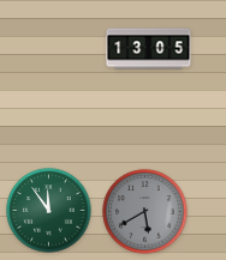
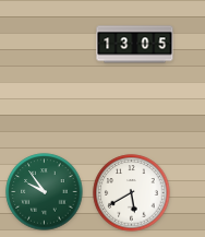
clock at (49, 211): 11:54 -> 9:54
clock at (145, 212) dial: grey -> white
